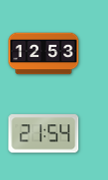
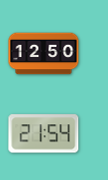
clock at (44, 54): 12:53 -> 12:50
